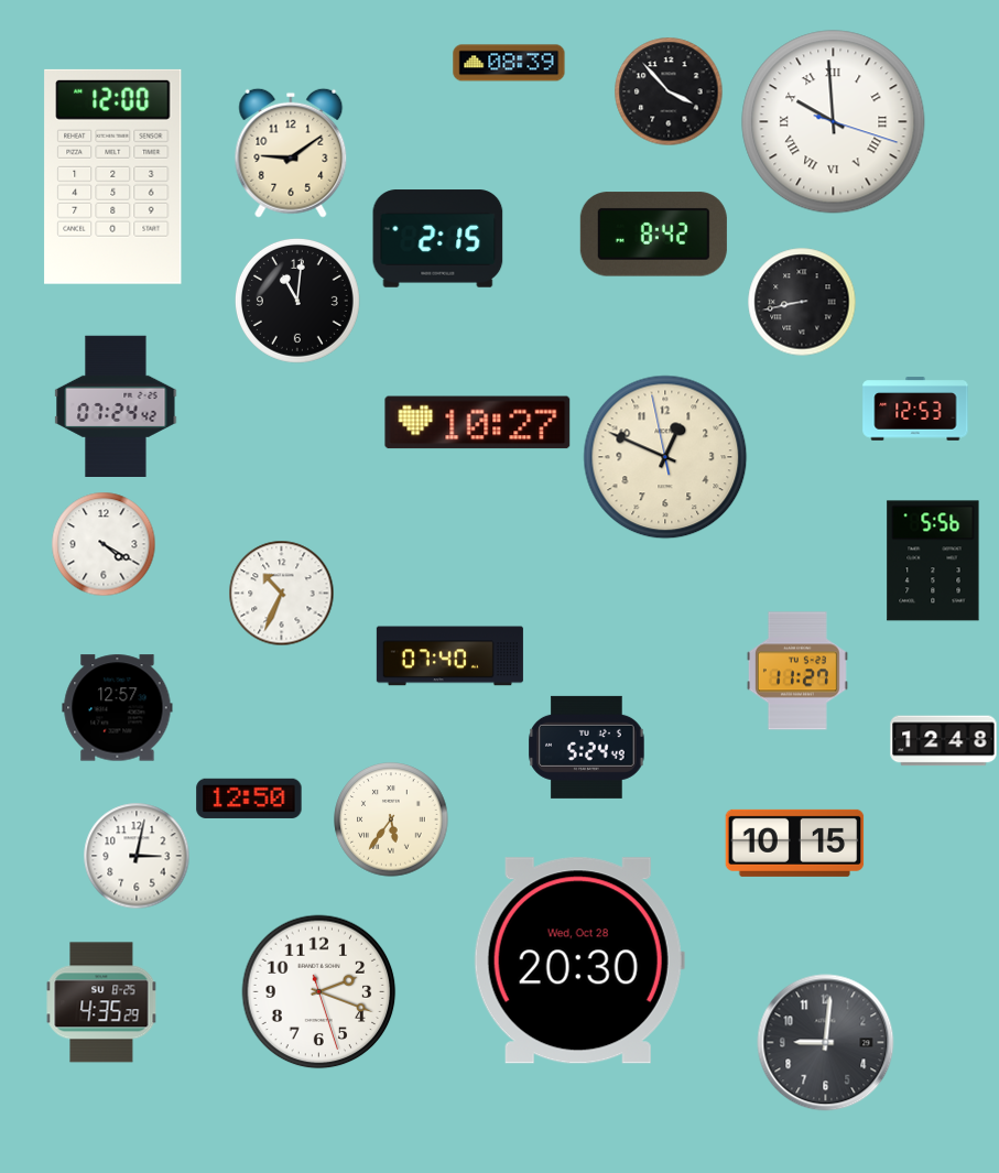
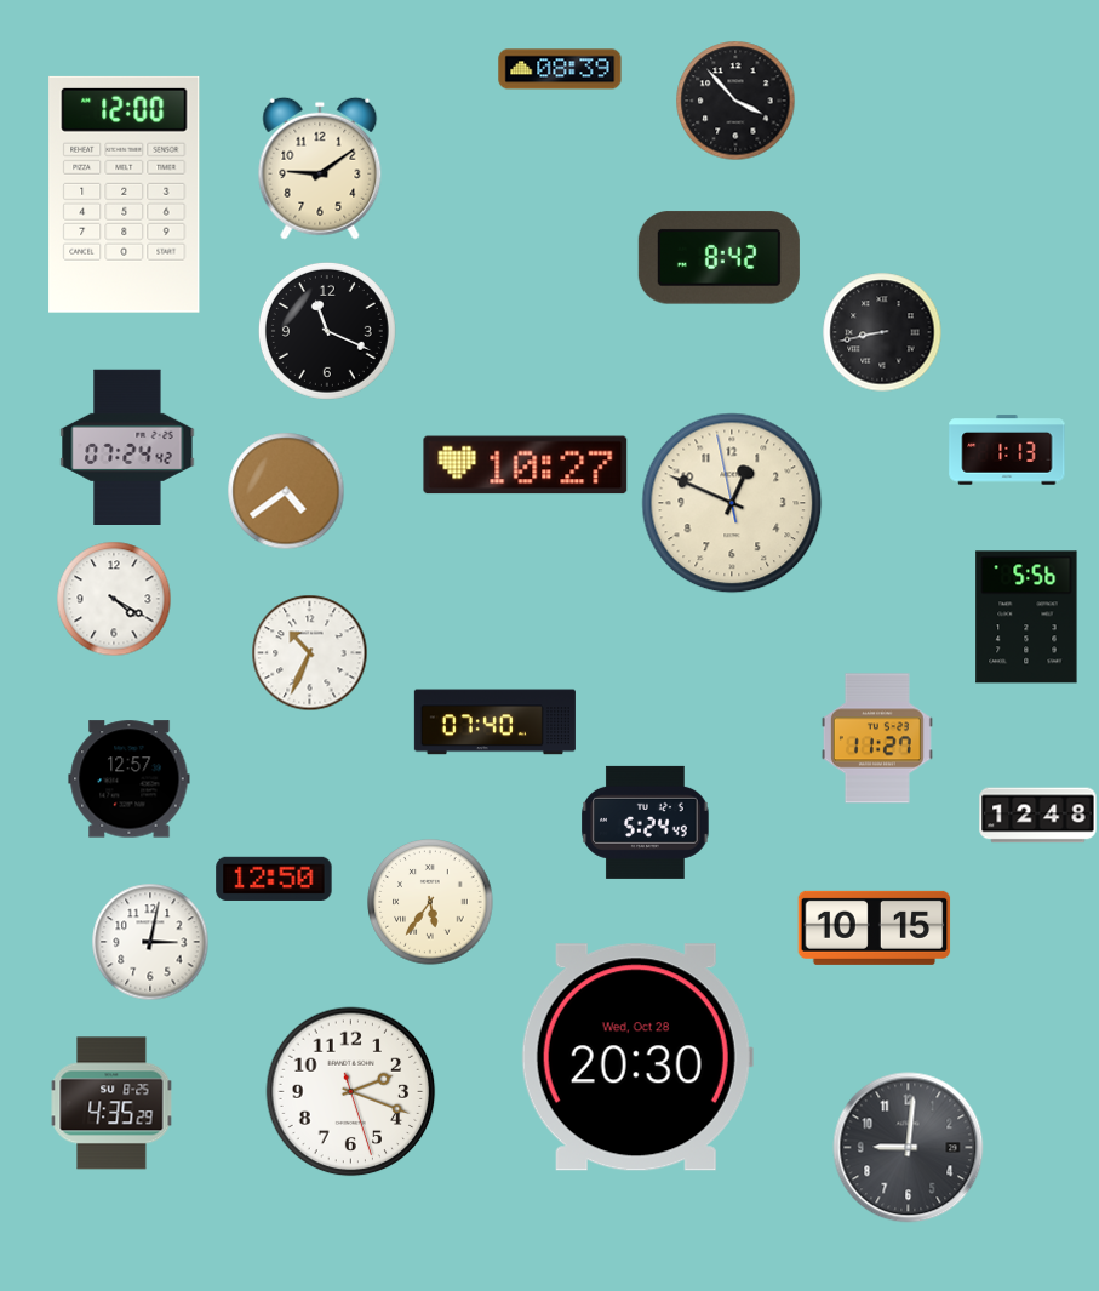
clock at (834, 122): 9:59 -> none
clock at (438, 239): 2:15 -> none
clock at (297, 301): 11:01 -> 11:19
clock at (915, 409): 12:53 -> 1:13
clock at (286, 491): none -> 4:39
